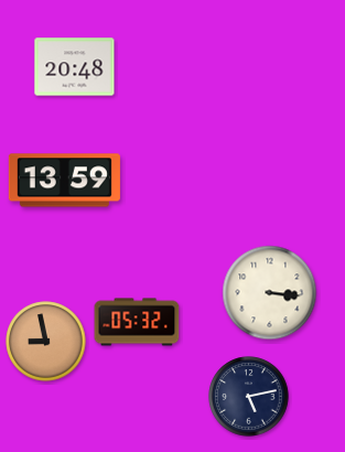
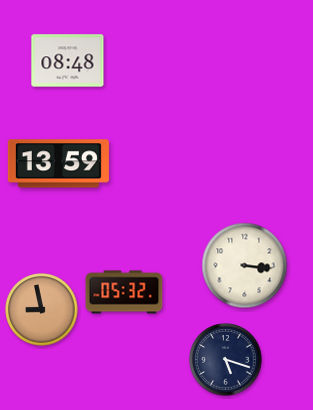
clock at (75, 67): 20:48 -> 08:48
clock at (249, 397): 5:13 -> 5:18
